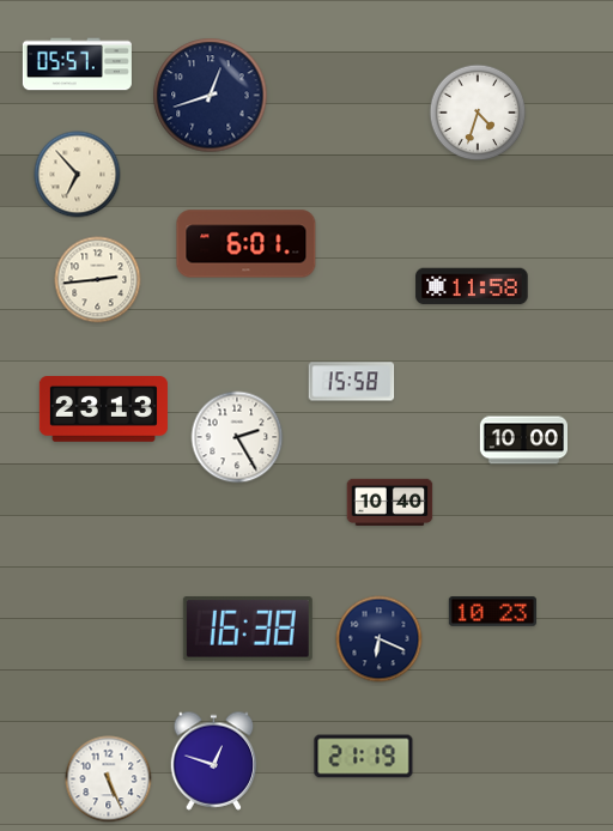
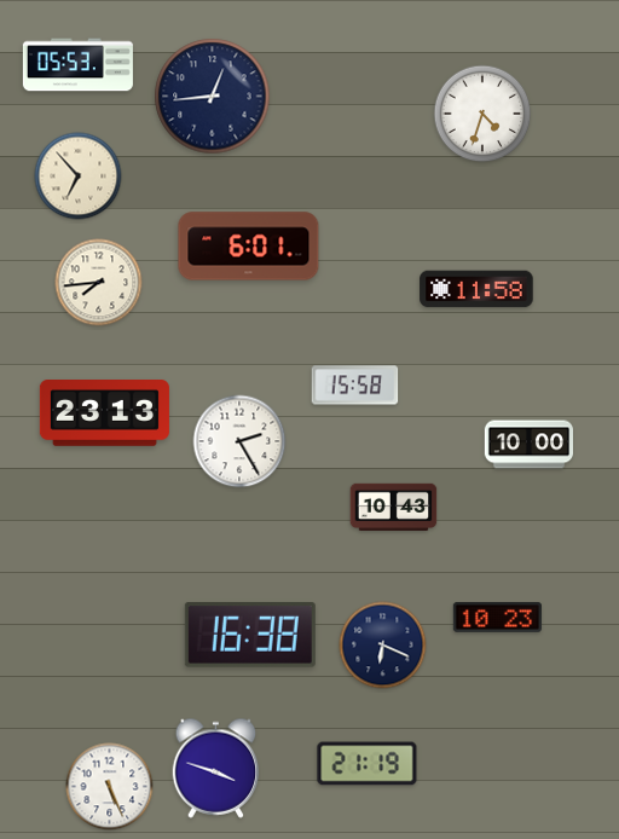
clock at (77, 65): 05:57 -> 05:53
clock at (211, 96): 12:42 -> 12:44
clock at (98, 280): 2:44 -> 7:44
clock at (390, 502): 10:40 -> 10:43
clock at (214, 760): 12:48 -> 3:48
